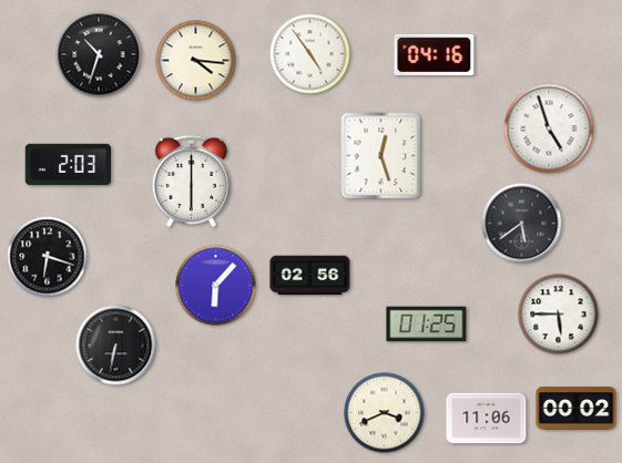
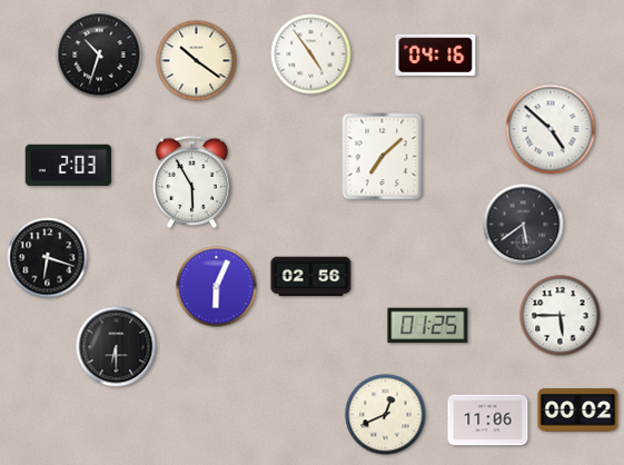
clock at (196, 61): 4:16 -> 10:21
clock at (549, 128): 4:57 -> 4:52
clock at (381, 156): 12:27 -> 7:08
clock at (191, 181): 6:00 -> 5:55
clock at (216, 286): 6:07 -> 6:04
clock at (116, 346): 6:32 -> 6:30
clock at (385, 413): 3:41 -> 12:41
